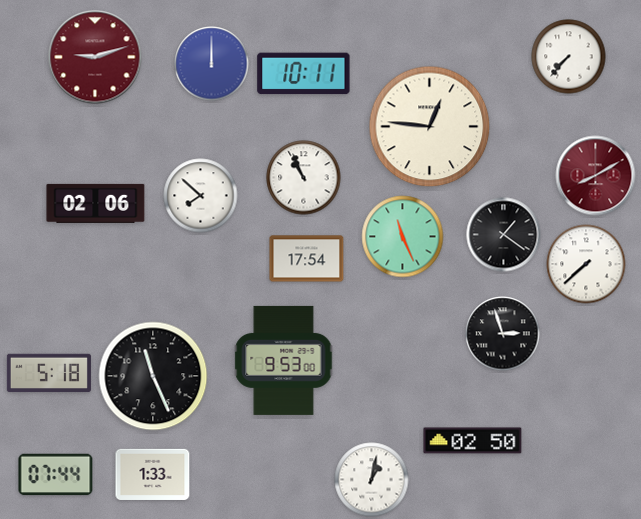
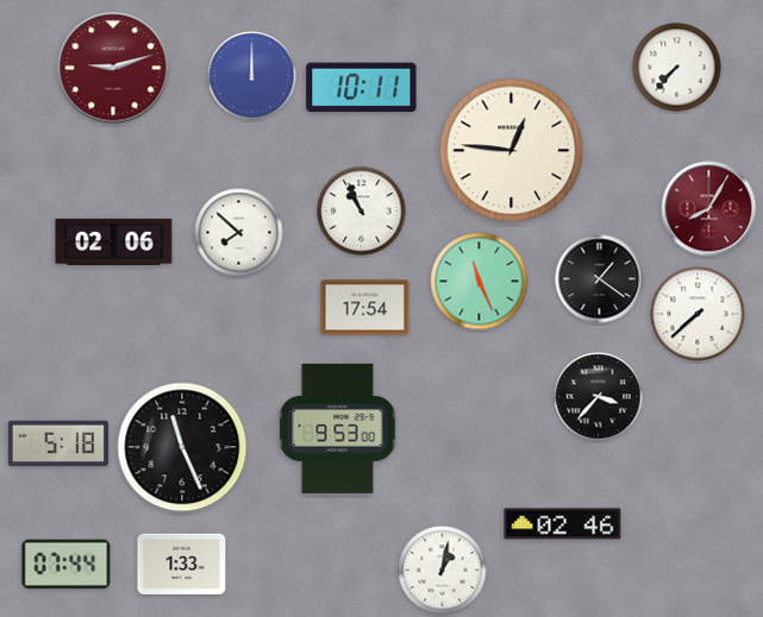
clock at (596, 176): 8:10 -> 8:05
clock at (503, 334): 2:57 -> 3:37
clock at (473, 441): 02:50 -> 02:46
